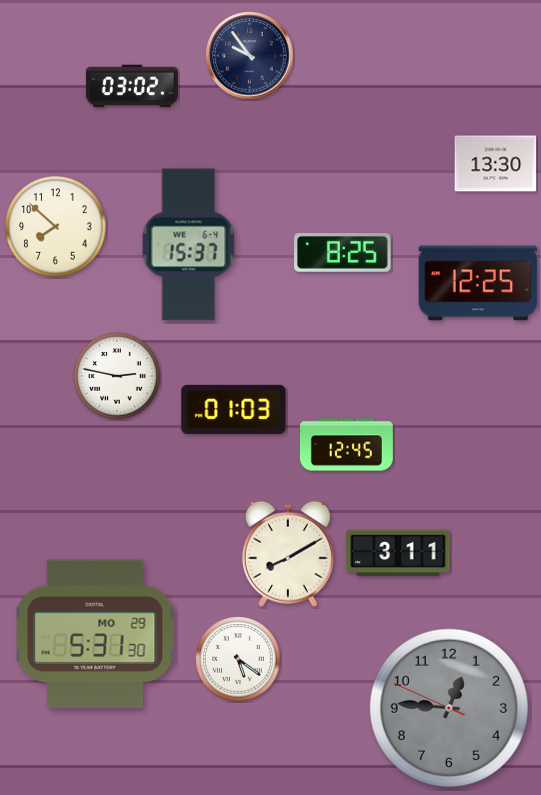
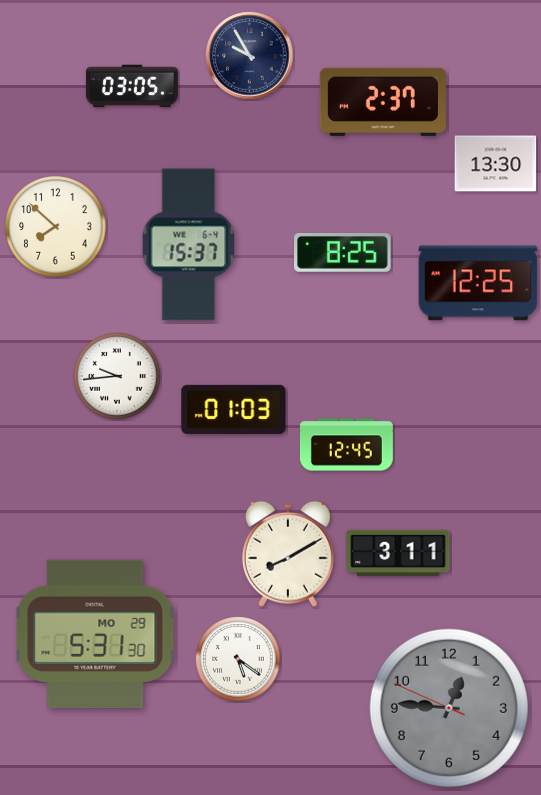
clock at (250, 56): 9:54 -> 9:55
clock at (132, 86): 03:02 -> 03:05
clock at (383, 102): none -> 2:37
clock at (117, 376): 2:47 -> 9:44
